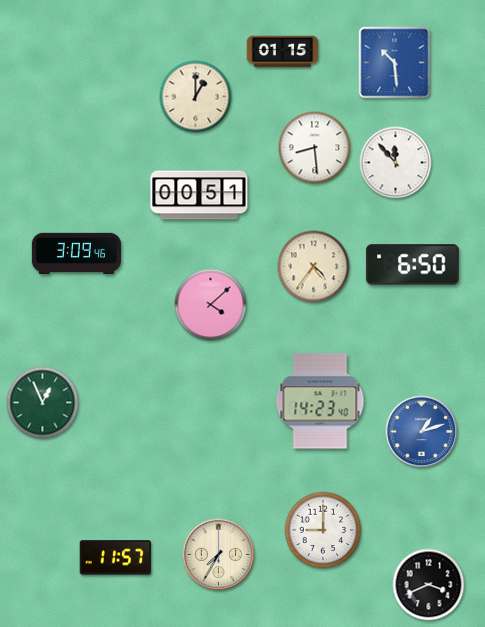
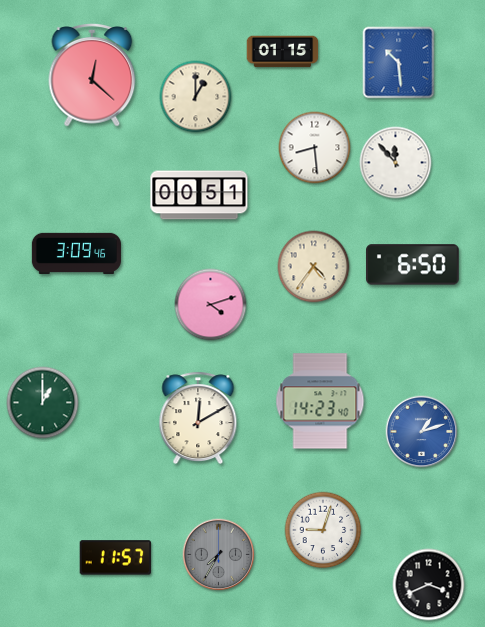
clock at (395, 63) position: (395, 63) -> (399, 63)
clock at (92, 76): none -> 12:22
clock at (211, 305): 4:08 -> 4:12
clock at (43, 403): 12:56 -> 1:00
clock at (198, 418): none -> 12:10
clock at (323, 530): 9:00 -> 9:03
clock at (219, 555) dial: cream -> grey
